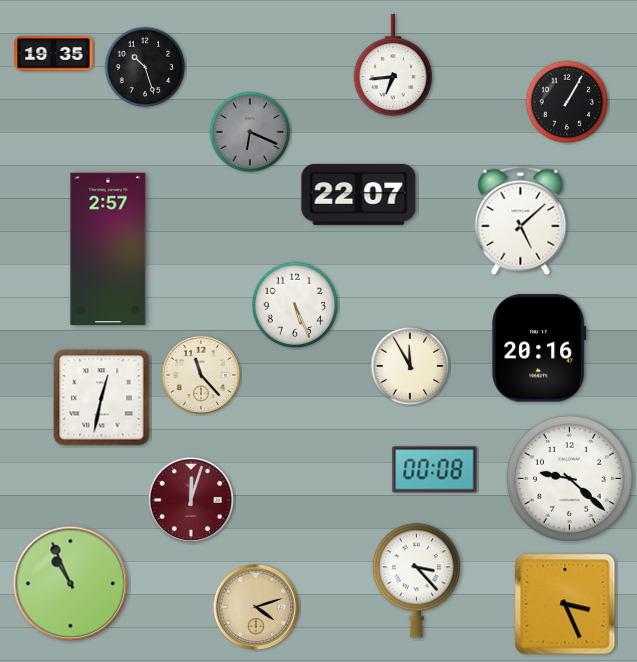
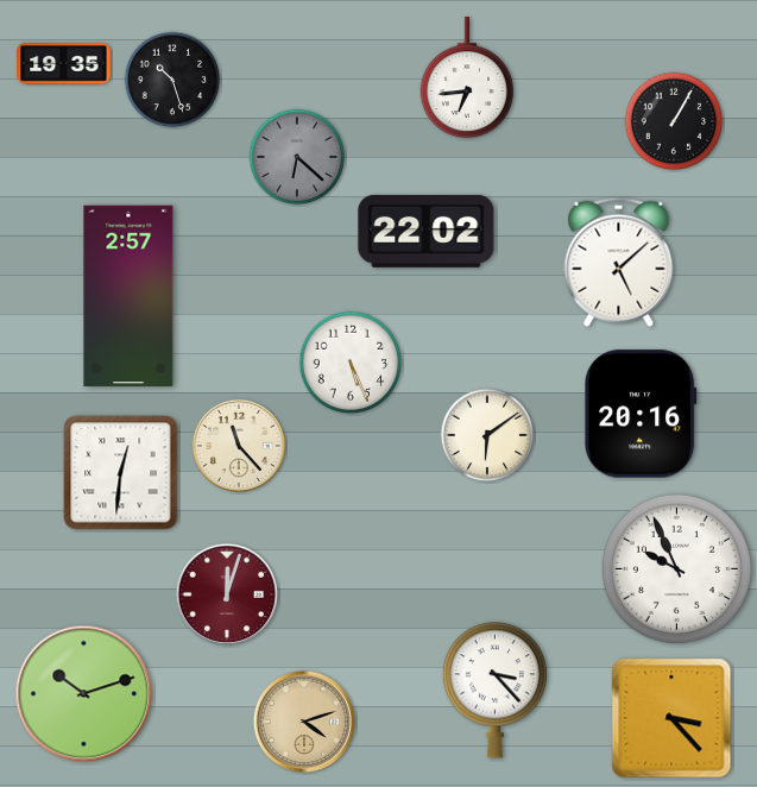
clock at (250, 132): 6:19 -> 6:22
clock at (359, 194): 22:07 -> 22:02
clock at (410, 366): 11:55 -> 6:09
clock at (102, 398): 12:32 -> 12:31
clock at (435, 470): 00:08 -> none
clock at (569, 478): 9:22 -> 9:56
clock at (71, 584): 10:56 -> 10:12
clock at (565, 604): 3:26 -> 3:23
